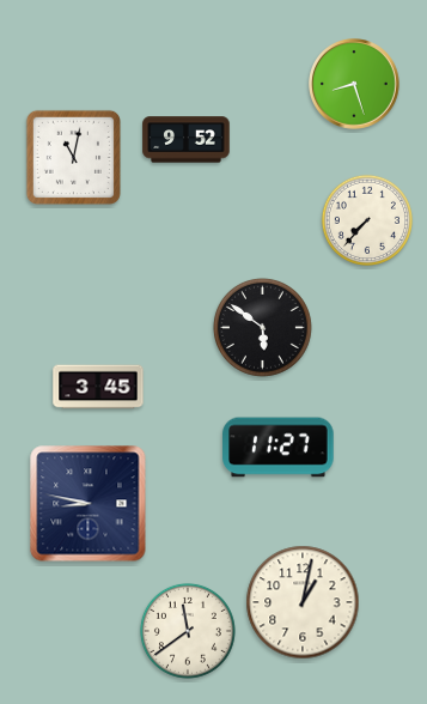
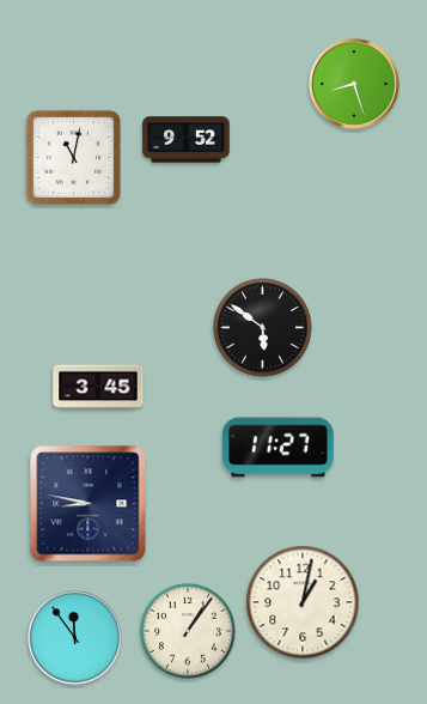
clock at (367, 220): 7:37 -> none
clock at (188, 631): 11:39 -> 1:06
clock at (75, 638): none -> 11:54
